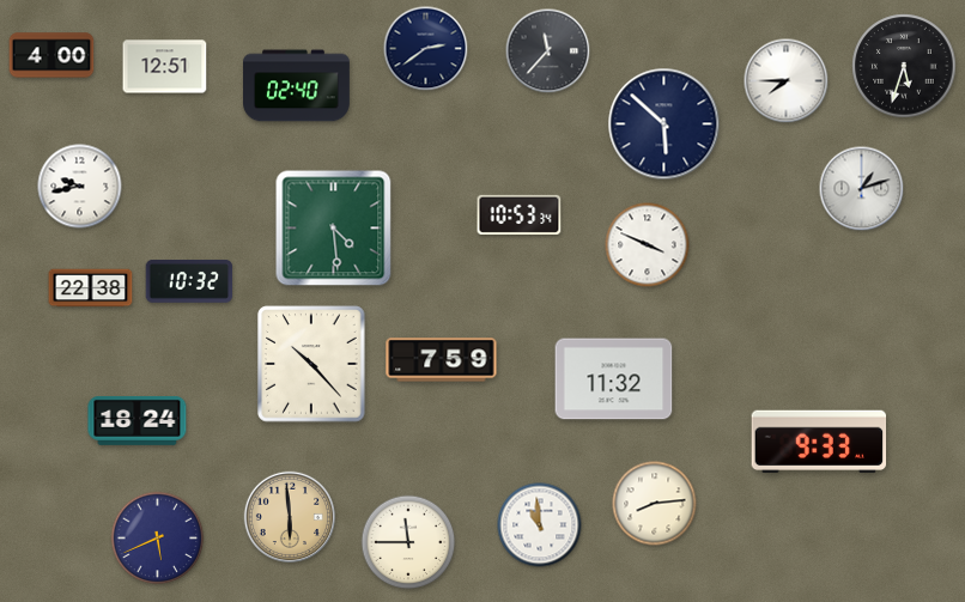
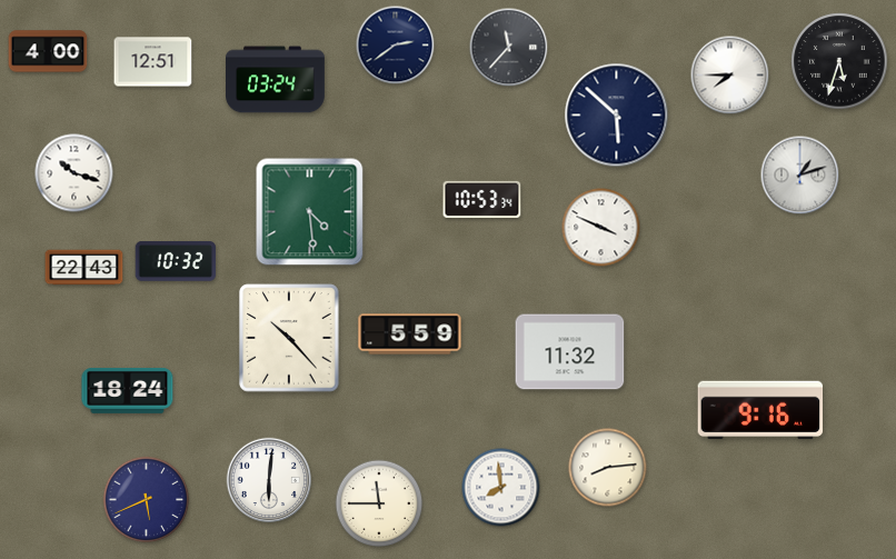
clock at (297, 86): 02:40 -> 03:24
clock at (80, 187): 9:43 -> 10:18
clock at (91, 288): 22:38 -> 22:43
clock at (442, 360): 7:59 -> 5:59
clock at (819, 440): 9:33 -> 9:16
clock at (289, 516): 5:59 -> 6:01
clock at (289, 516) dial: champagne -> white
clock at (540, 525): 10:59 -> 7:59
